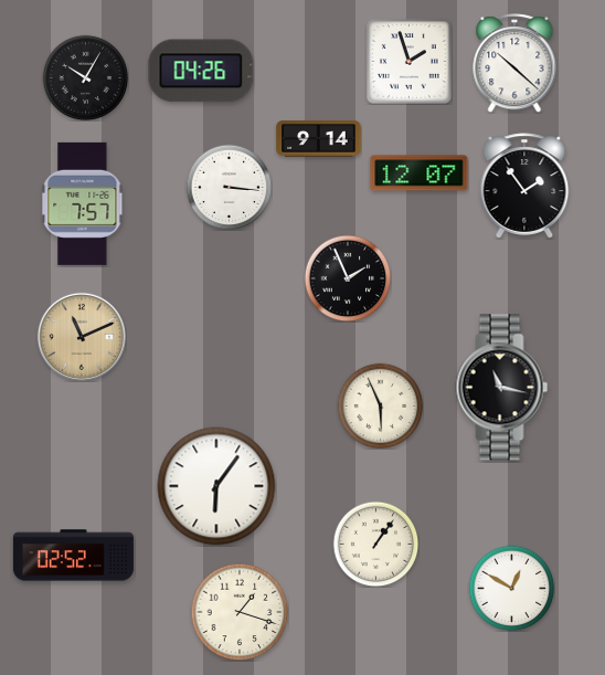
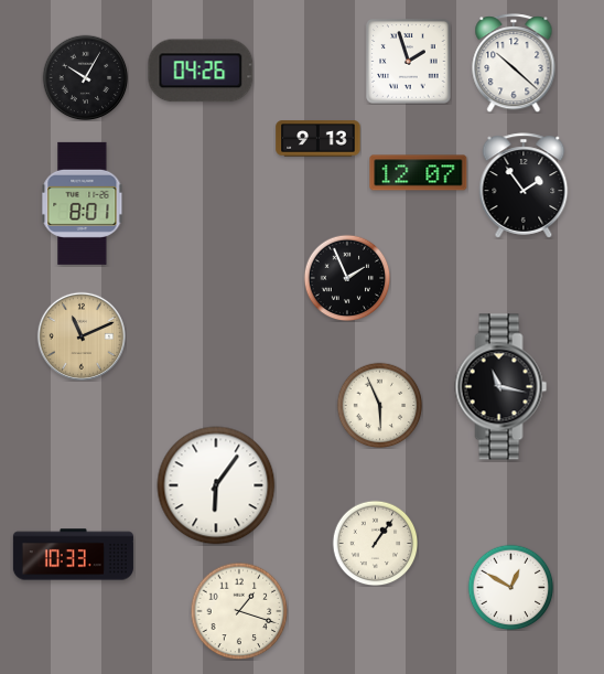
clock at (319, 139): 9:14 -> 9:13
clock at (229, 187): 3:16 -> none
clock at (83, 203): 7:57 -> 8:01
clock at (73, 556): 02:52 -> 10:33
